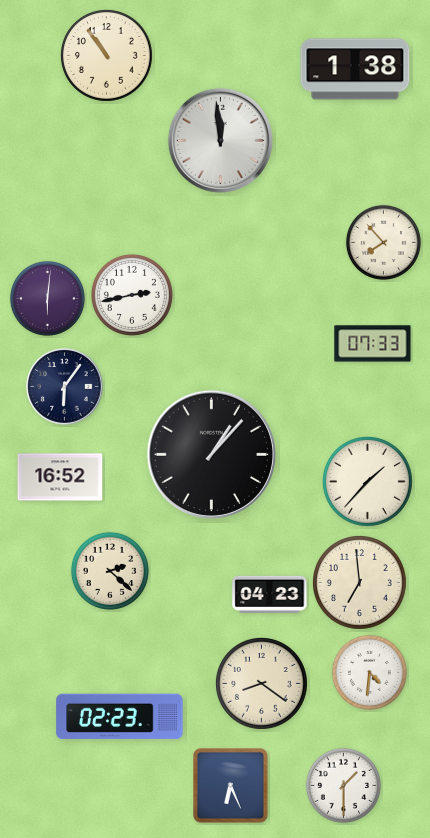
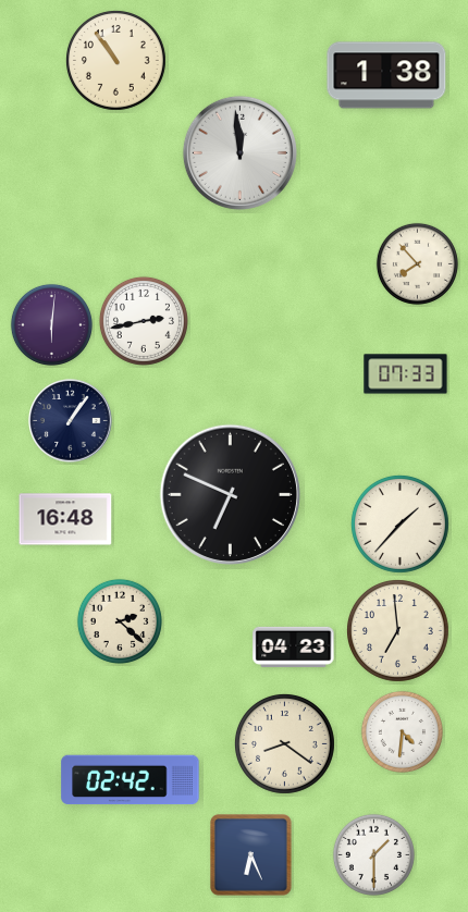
clock at (65, 387): 6:06 -> 1:06
clock at (211, 454): 1:07 -> 6:49
clock at (60, 477): 16:52 -> 16:48
clock at (360, 583) position: (360, 583) -> (398, 631)
clock at (120, 717): 02:23 -> 02:42
